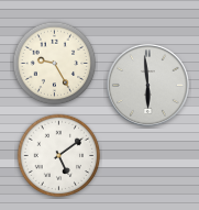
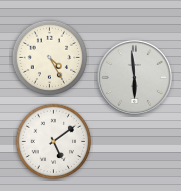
clock at (55, 64): 9:25 -> 4:25
